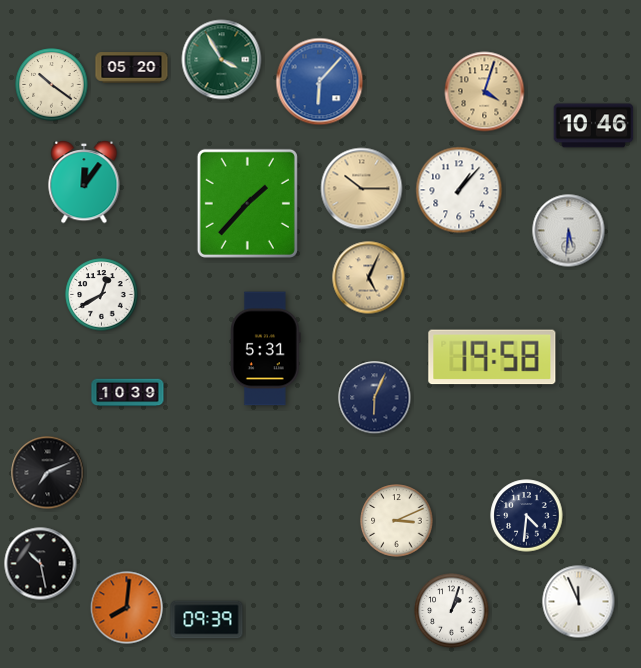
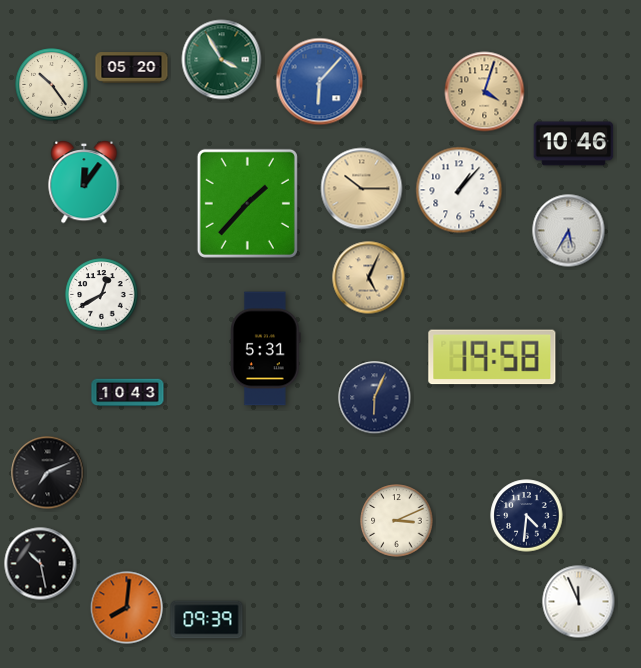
clock at (52, 85): 10:21 -> 10:24
clock at (594, 126) position: (594, 126) -> (574, 144)
clock at (569, 231): 5:31 -> 5:35
clock at (128, 393): 10:39 -> 10:43
clock at (452, 611): 1:03 -> none
